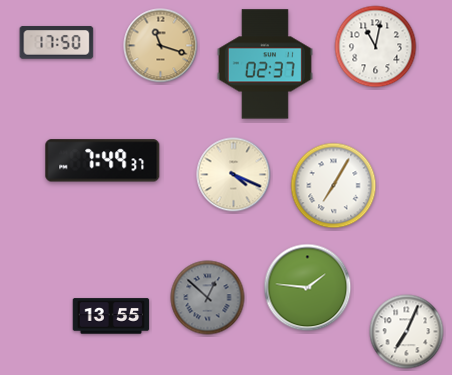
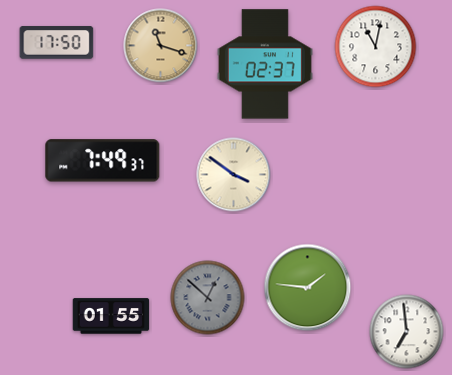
clock at (234, 175): 4:19 -> 3:51
clock at (334, 186): 7:05 -> none
clock at (111, 316): 13:55 -> 01:55
clock at (407, 332): 7:04 -> 6:59
